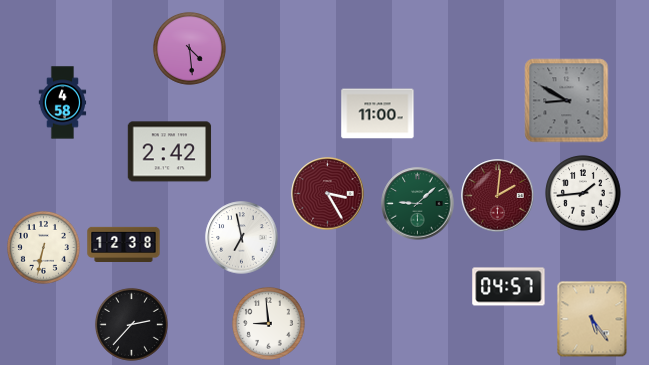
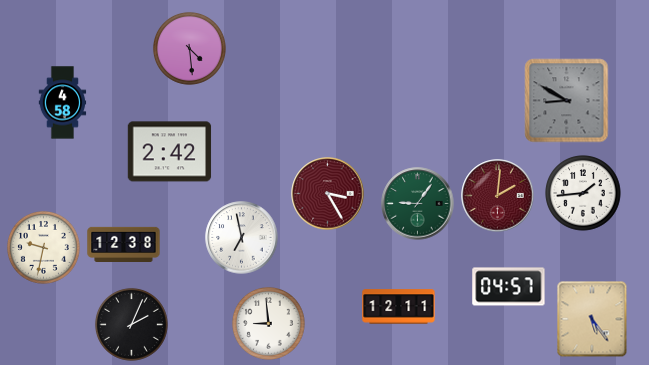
clock at (378, 114): 11:00 -> none
clock at (418, 204): 9:08 -> 9:06
clock at (43, 247): 6:32 -> 9:32
clock at (399, 307): none -> 12:11
clock at (131, 324): 2:37 -> 2:04
